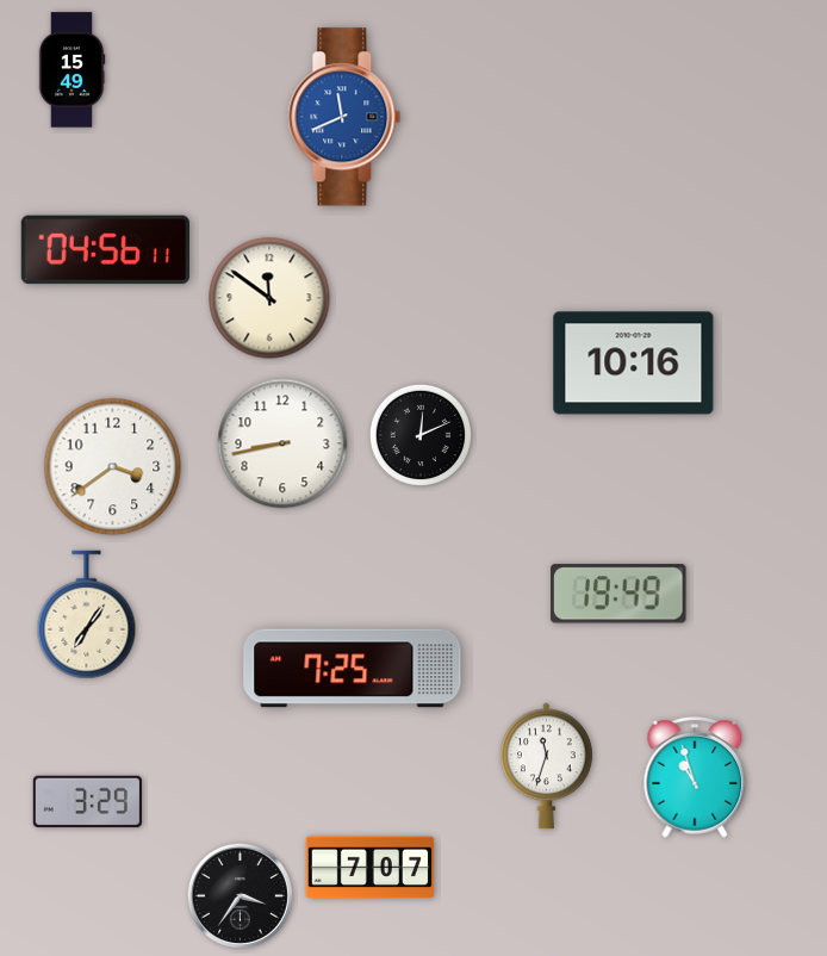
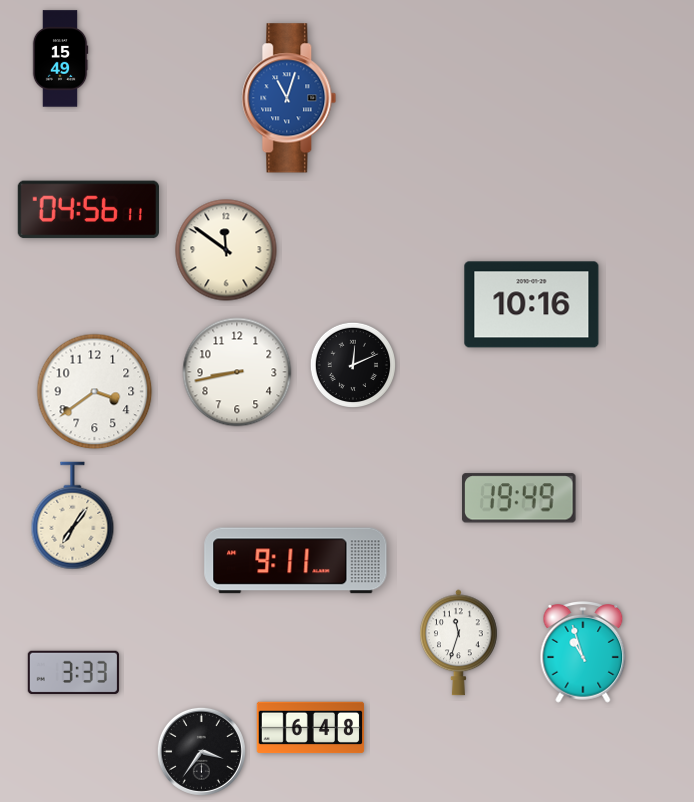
clock at (344, 117): 11:41 -> 11:03
clock at (353, 669): 7:25 -> 9:11
clock at (87, 802): 3:29 -> 3:33
clock at (371, 868): 7:07 -> 6:48
